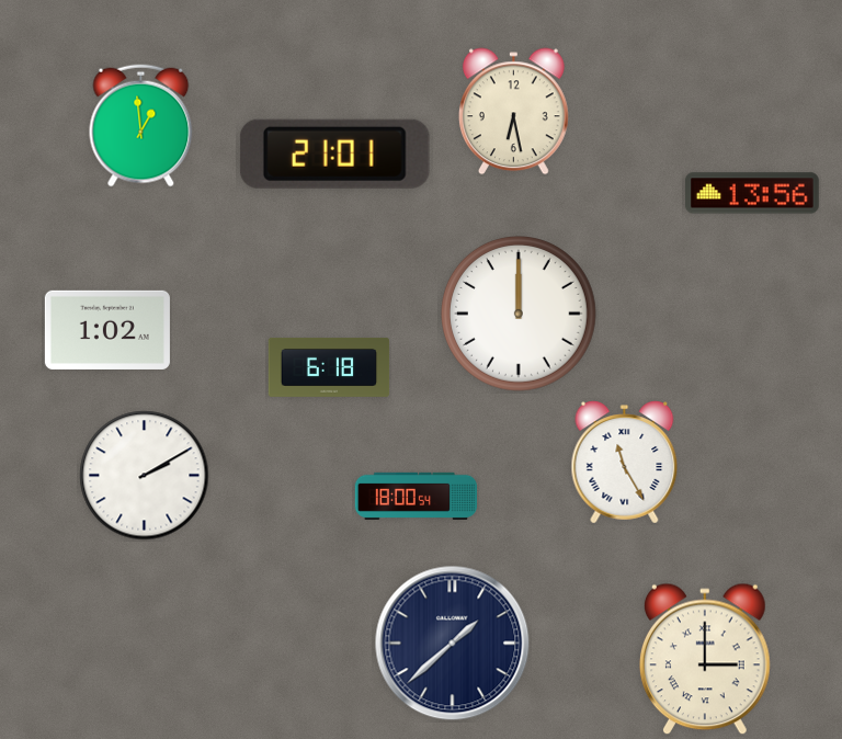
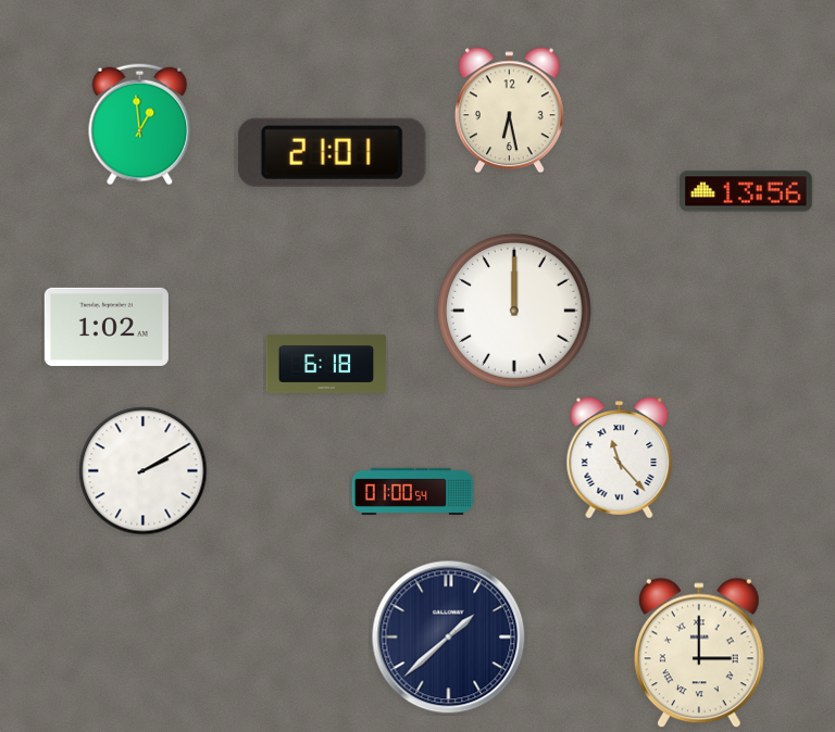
clock at (625, 463): 11:25 -> 11:23
clock at (416, 496): 18:00 -> 01:00
